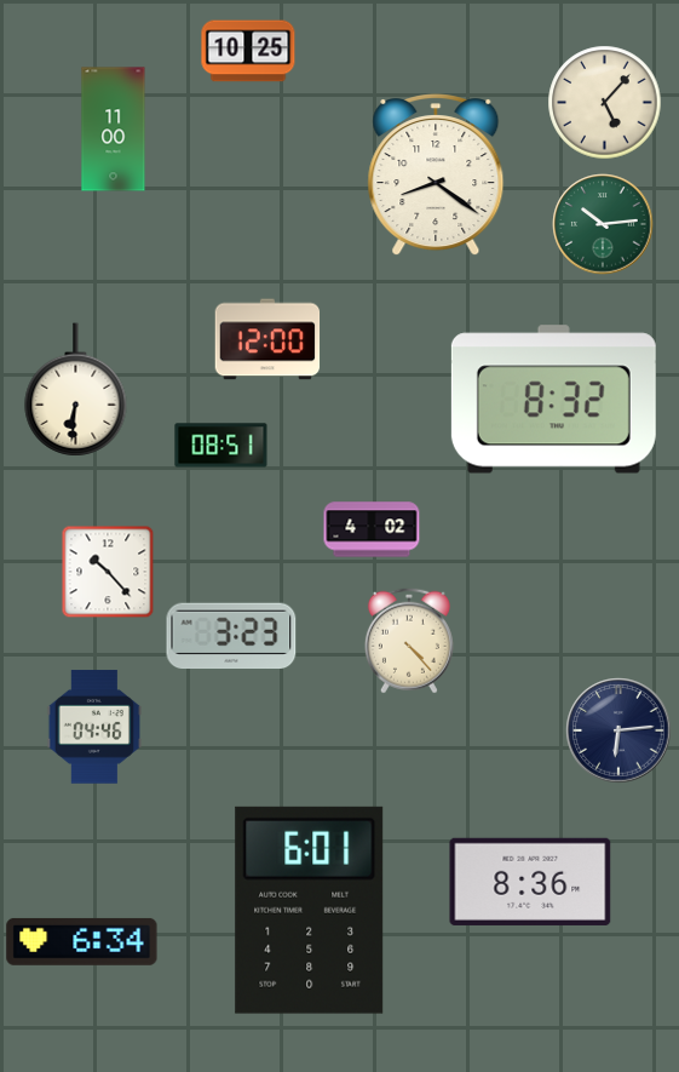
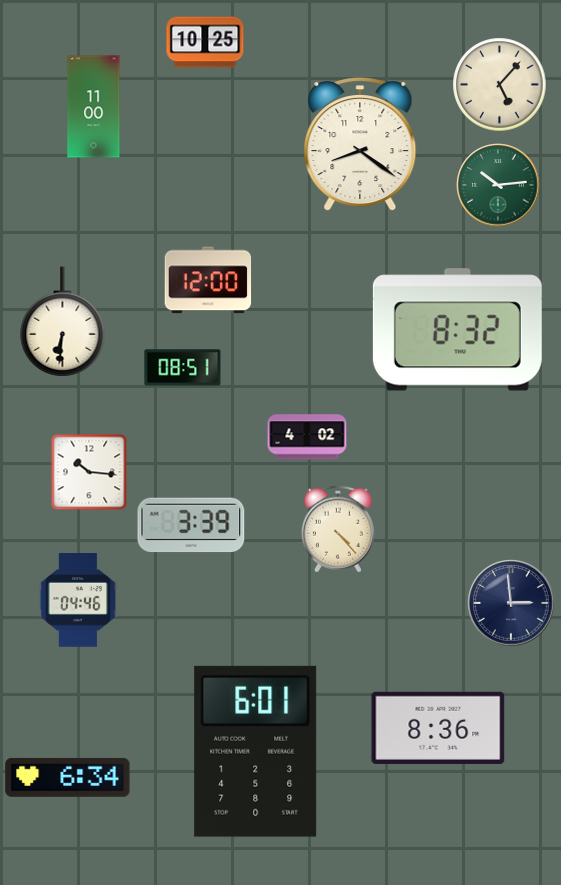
clock at (267, 339) position: (267, 339) -> (208, 280)
clock at (108, 572): 10:23 -> 10:16
clock at (231, 636): 3:23 -> 3:39
clock at (618, 730): 6:14 -> 2:59
